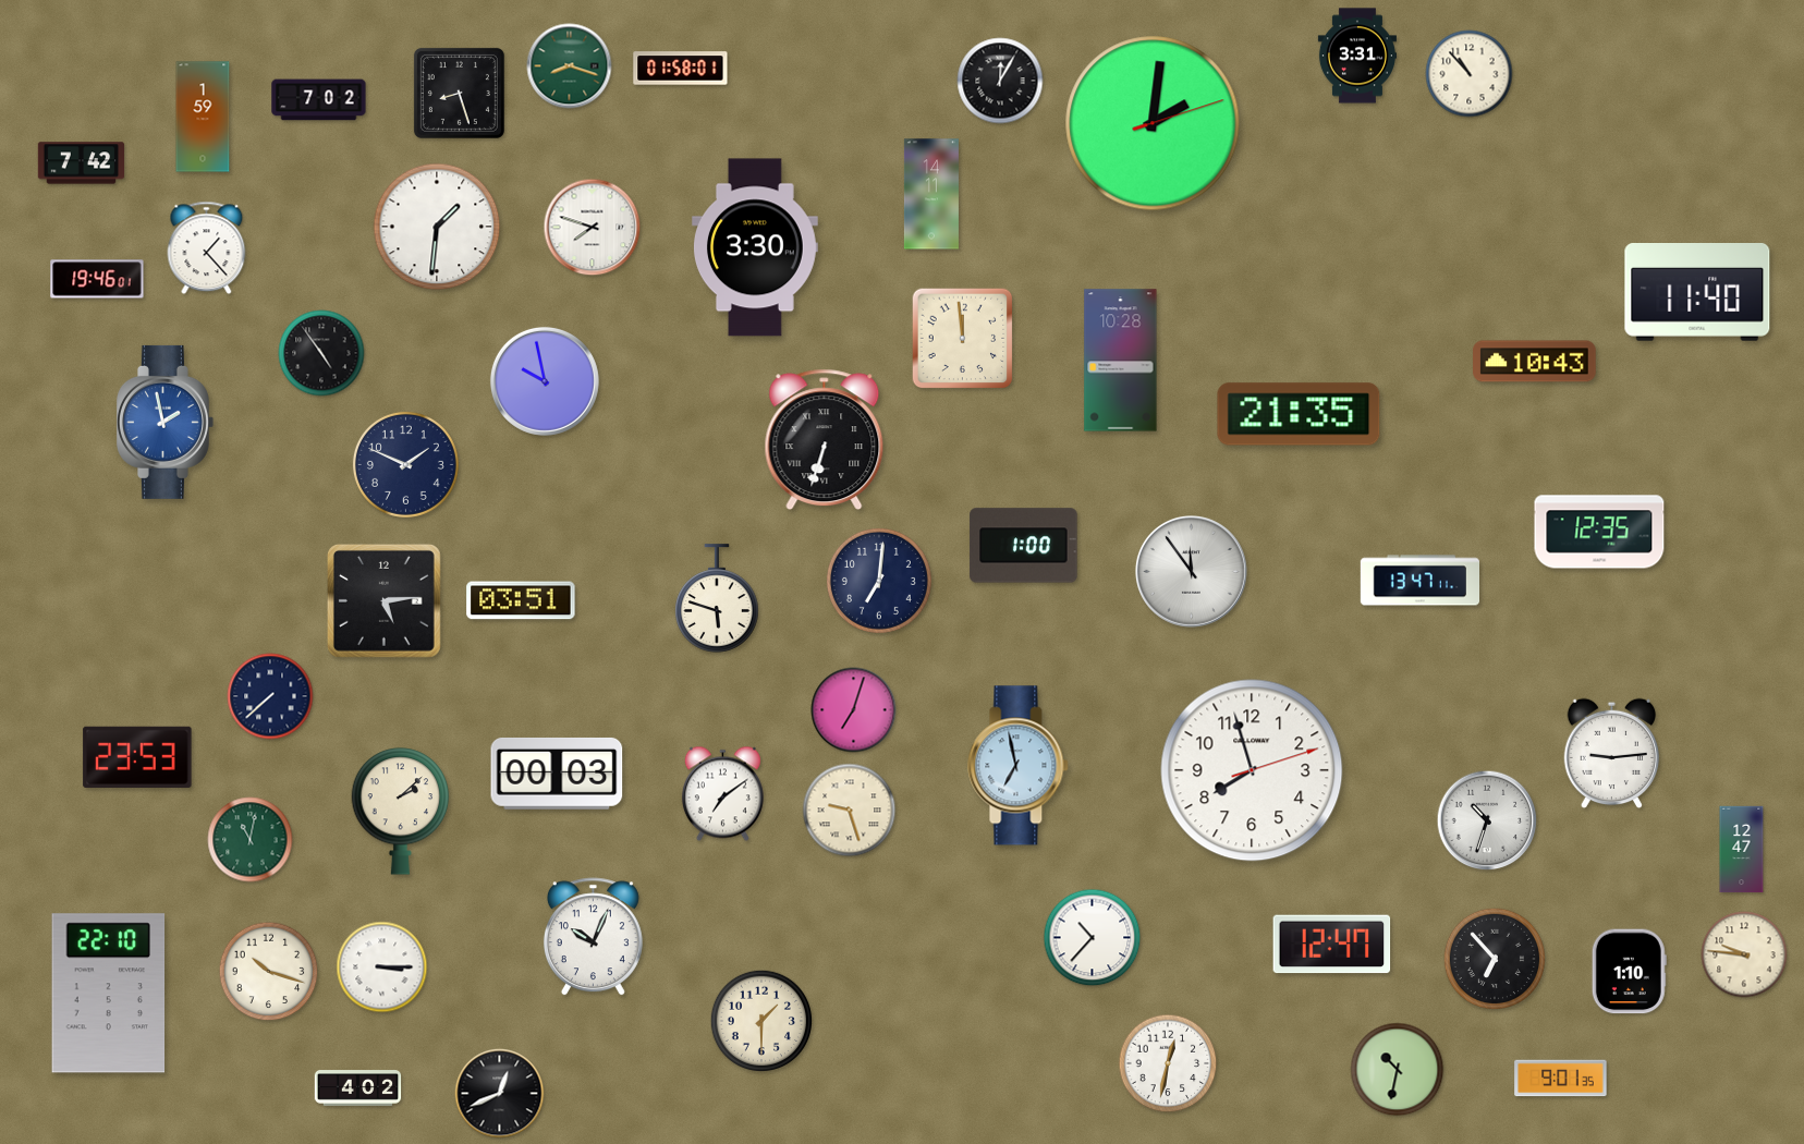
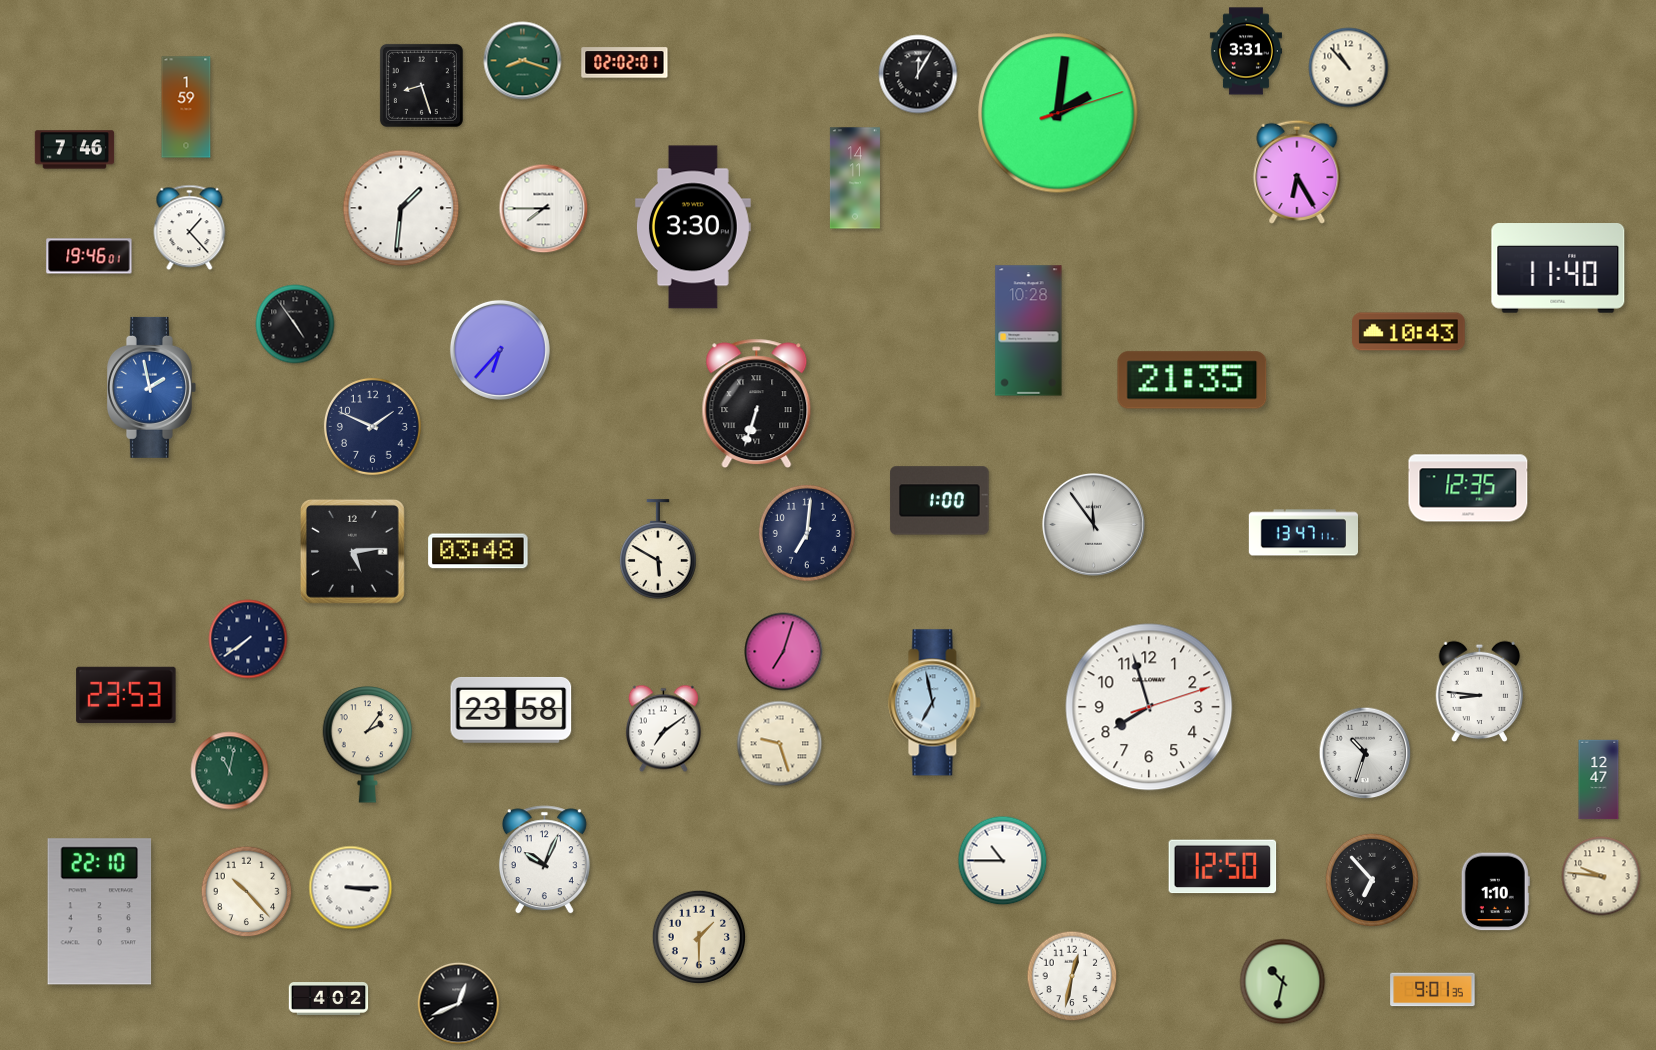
clock at (681, 69): 01:58 -> 02:02
clock at (319, 100): 7:02 -> none
clock at (82, 163): 7:42 -> 7:46
clock at (1297, 172): none -> 6:25
clock at (593, 228): 7:48 -> 7:45
clock at (963, 339): 11:59 -> none
clock at (545, 381): 9:58 -> 6:37
clock at (718, 598): 5:48 -> 5:50
clock at (521, 600): 03:51 -> 03:48
clock at (270, 696): 7:38 -> 7:39
clock at (1612, 754): 9:14 -> 8:46
clock at (557, 774): 00:03 -> 23:58
clock at (401, 812): 2:08 -> 2:06
clock at (1093, 938): 10:37 -> 10:45
clock at (1332, 945): 12:47 -> 12:50
clock at (269, 972): 10:18 -> 10:23
